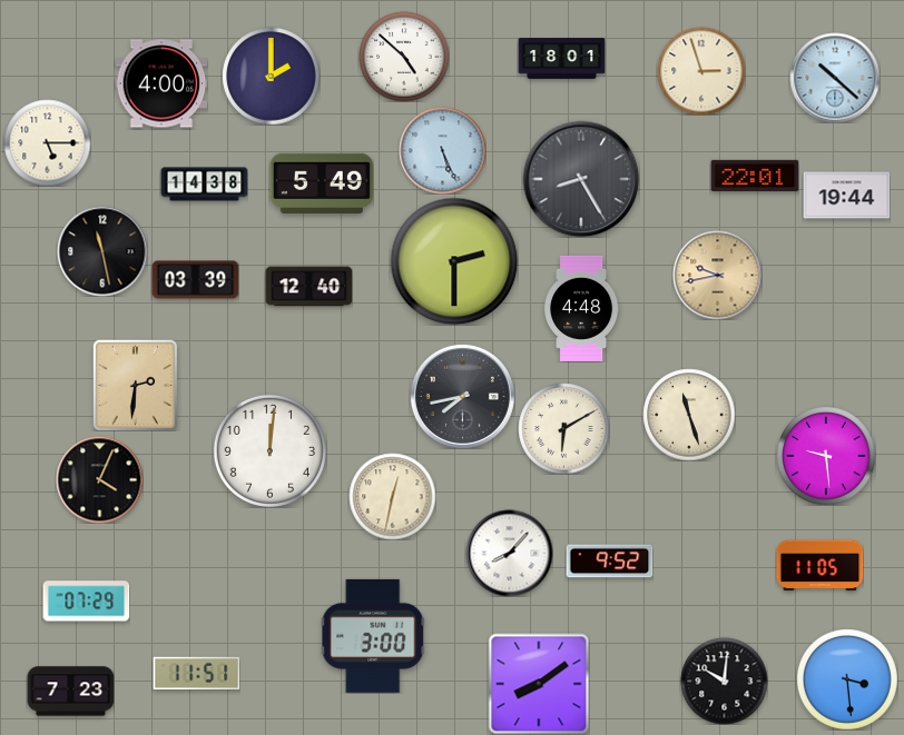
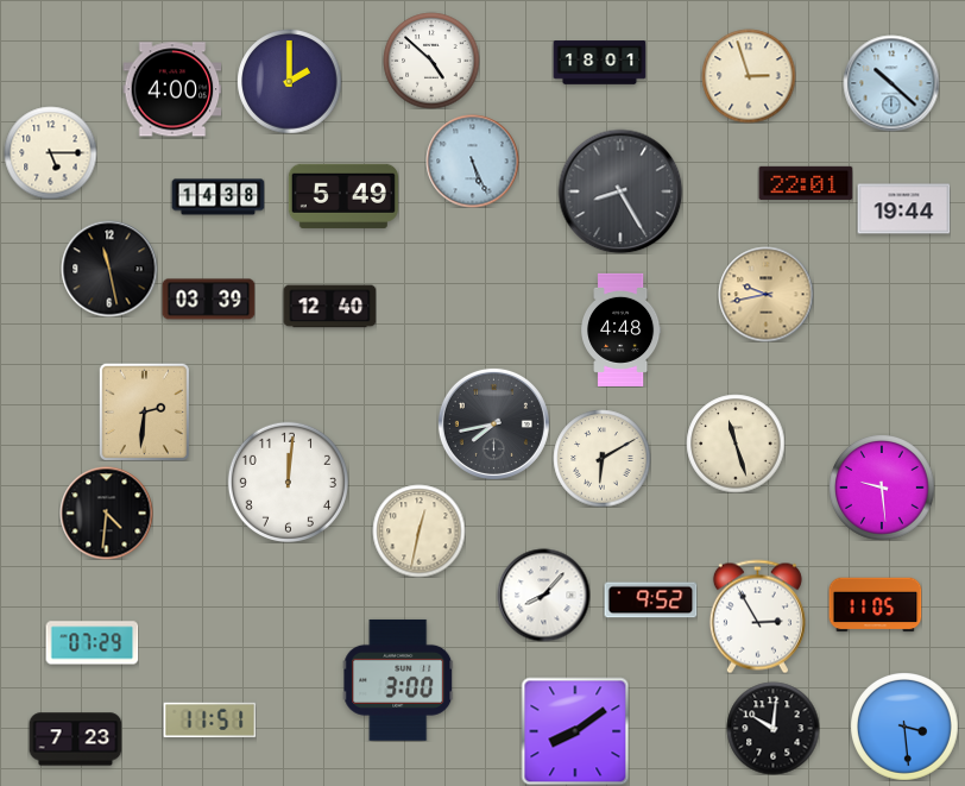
clock at (755, 176) position: (755, 176) -> (806, 183)
clock at (454, 261): 2:30 -> none
clock at (99, 479): 4:04 -> 4:31
clock at (509, 553) position: (509, 553) -> (543, 595)
clock at (757, 616): none -> 2:55
